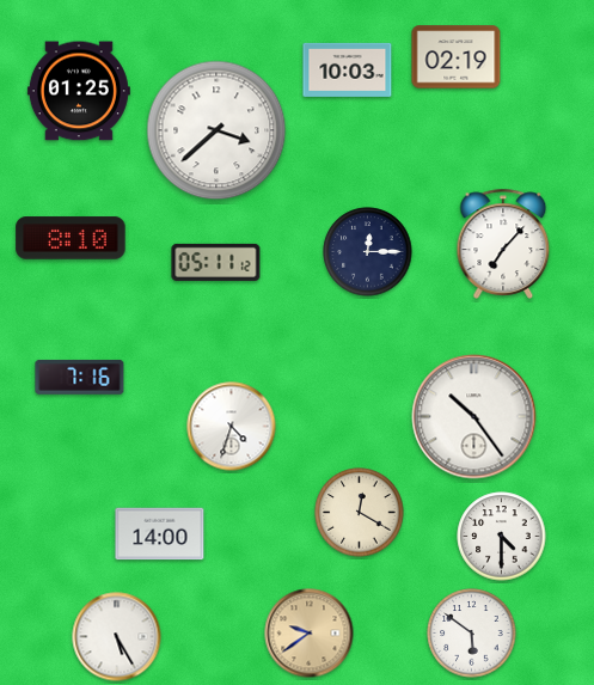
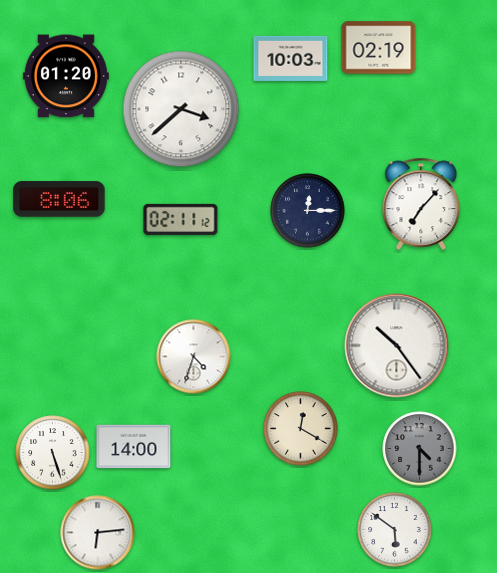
clock at (457, 57) position: (457, 57) -> (379, 48)
clock at (79, 91): 01:25 -> 01:20
clock at (71, 238): 8:10 -> 8:06
clock at (216, 262): 05:11 -> 02:11
clock at (80, 377): 7:16 -> none
clock at (474, 417) position: (474, 417) -> (397, 346)
clock at (502, 537) dial: white -> grey
clock at (53, 453): none -> 5:27
clock at (310, 634): 9:39 -> none
clock at (117, 637): 5:25 -> 6:14
